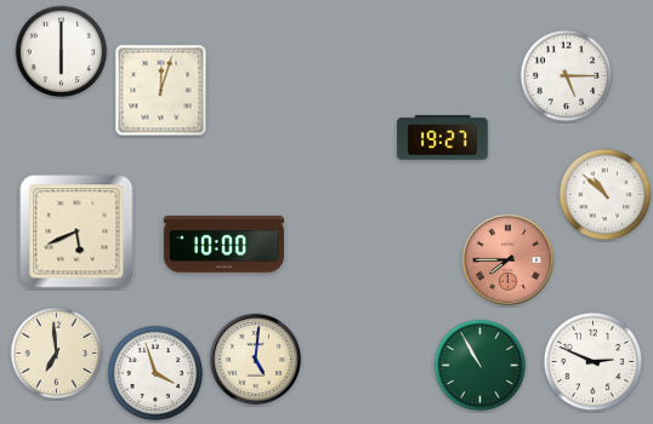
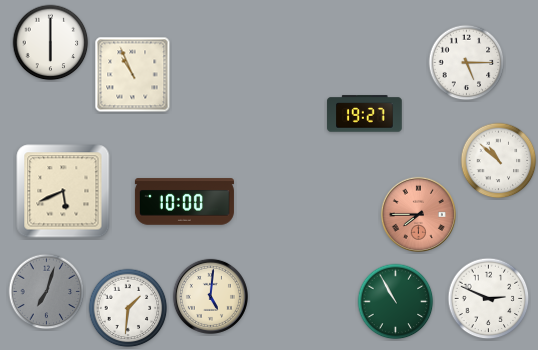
clock at (161, 91): 12:03 -> 10:56
clock at (57, 354): 6:59 -> 7:03
clock at (57, 354) dial: cream -> grey
clock at (155, 373): 3:57 -> 1:31
